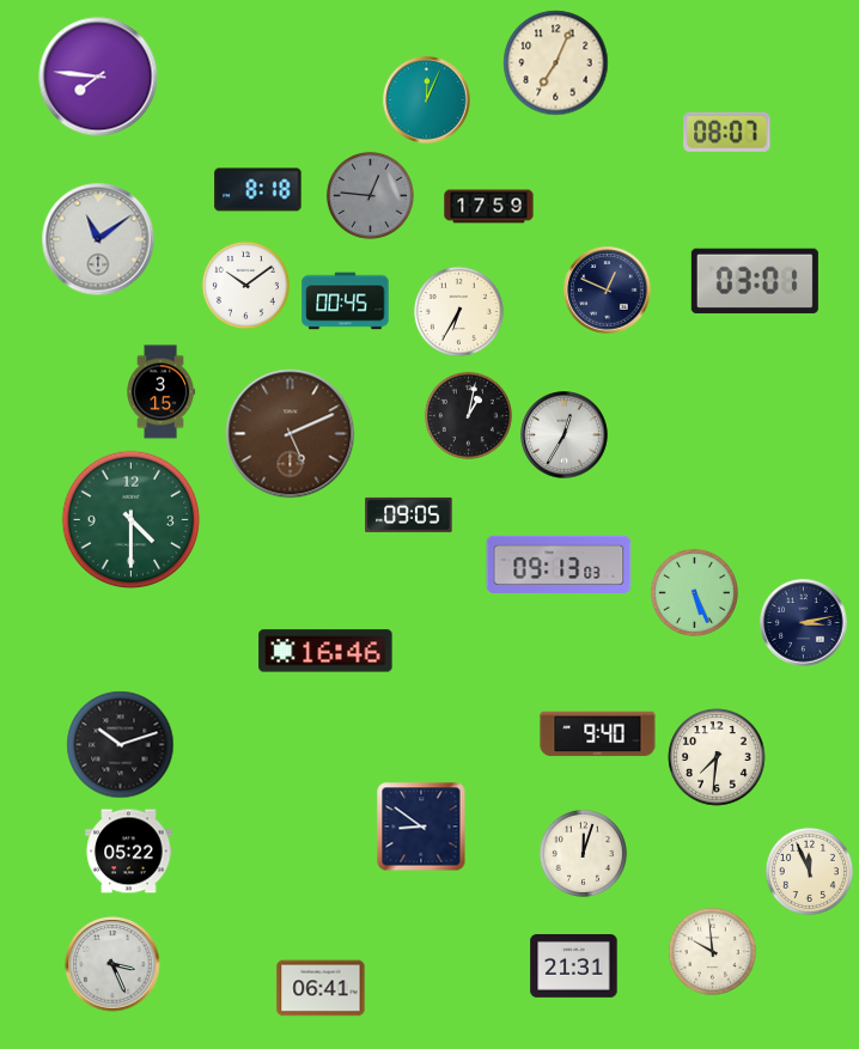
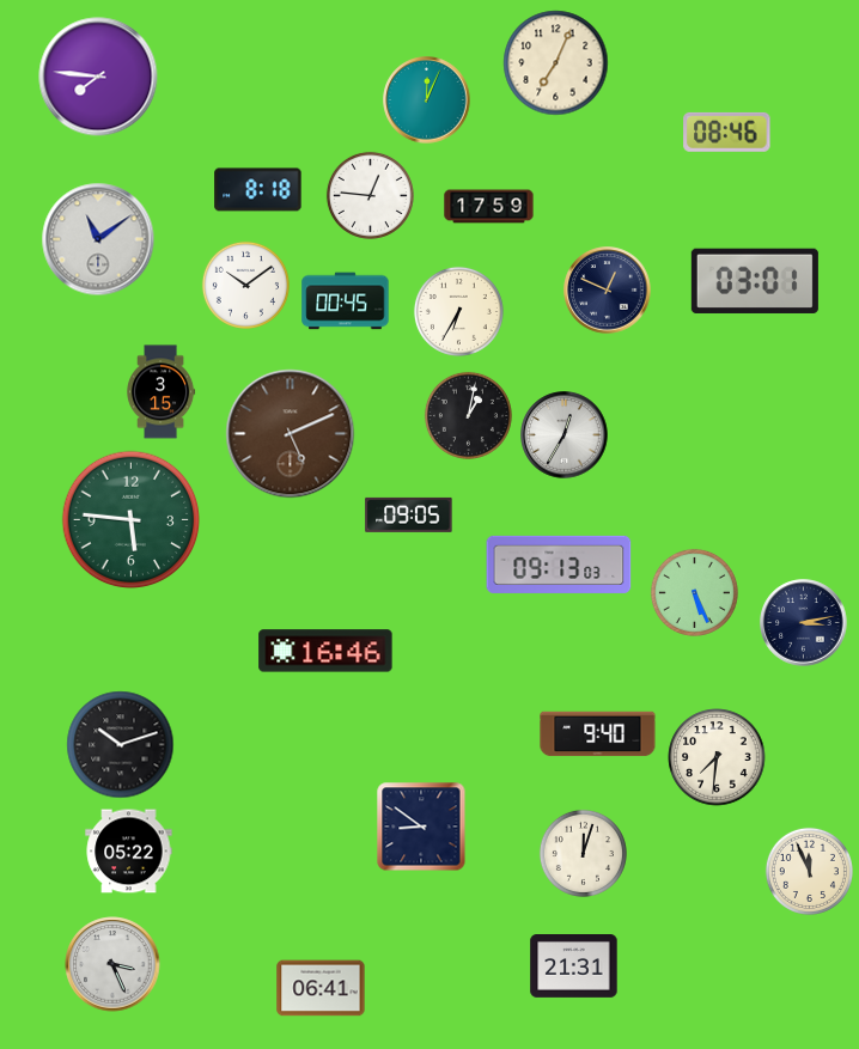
clock at (727, 132): 08:07 -> 08:46
clock at (370, 195) dial: grey -> white
clock at (132, 520): 4:30 -> 5:46
clock at (712, 951): 9:59 -> none
